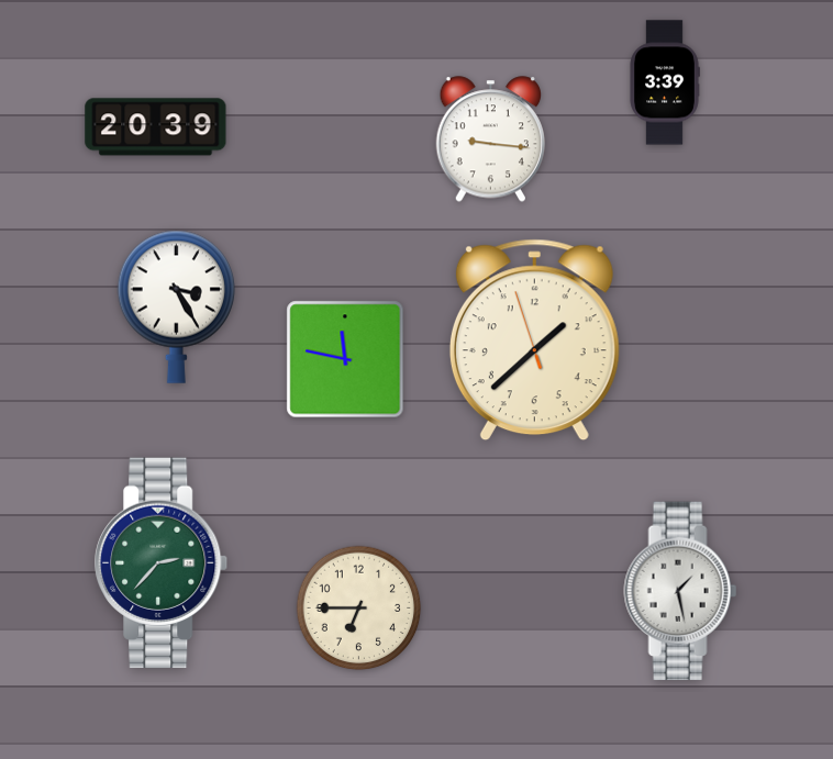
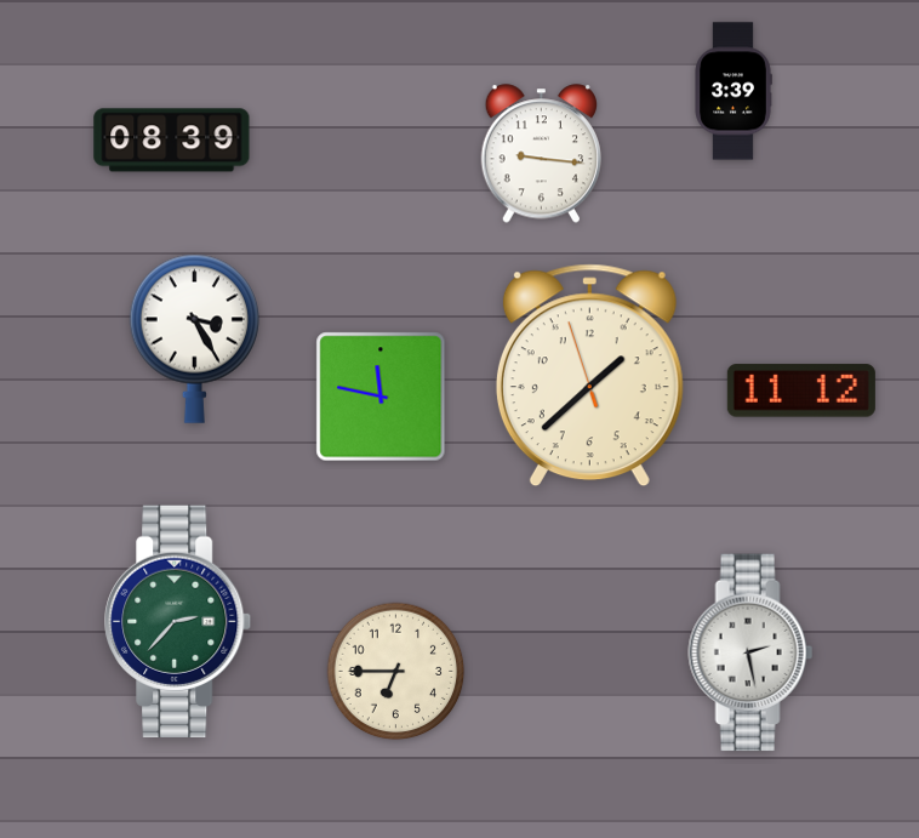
clock at (156, 127): 20:39 -> 08:39
clock at (801, 391): none -> 11:12
clock at (680, 591): 1:28 -> 2:28
